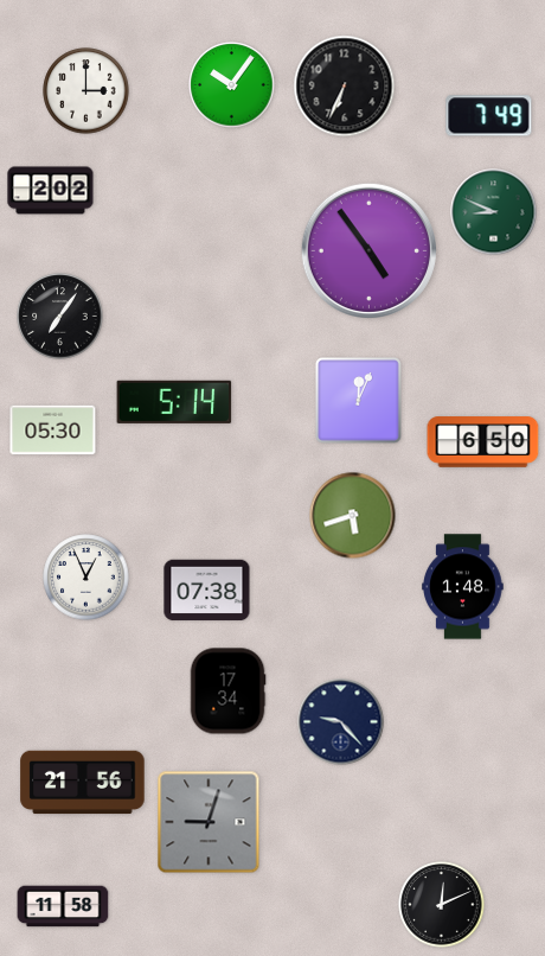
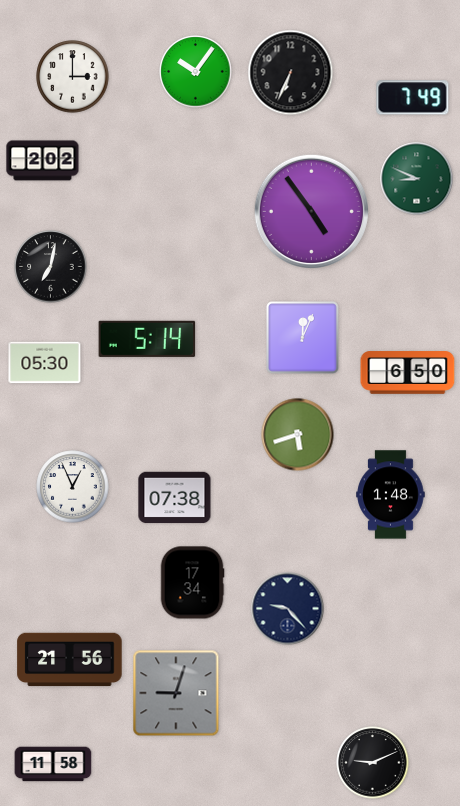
clock at (60, 317): 7:06 -> 7:02
clock at (442, 905): 12:11 -> 9:11
